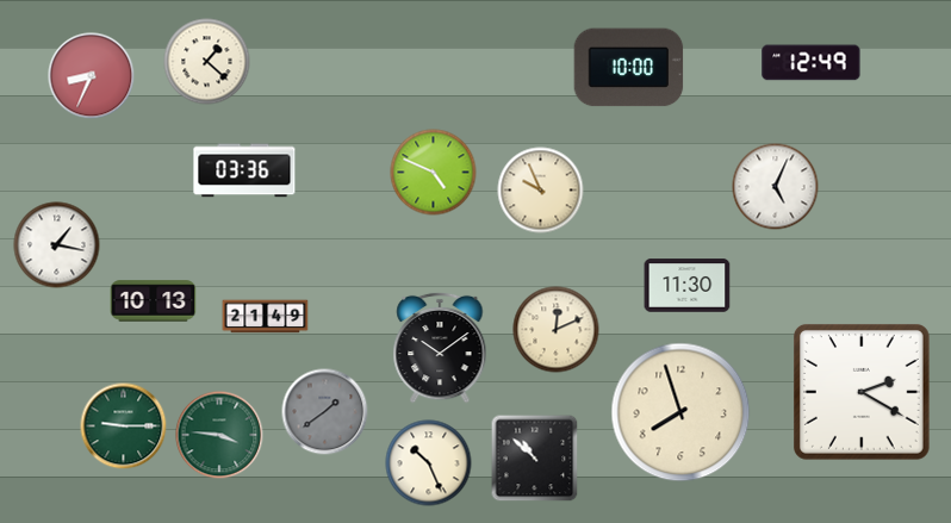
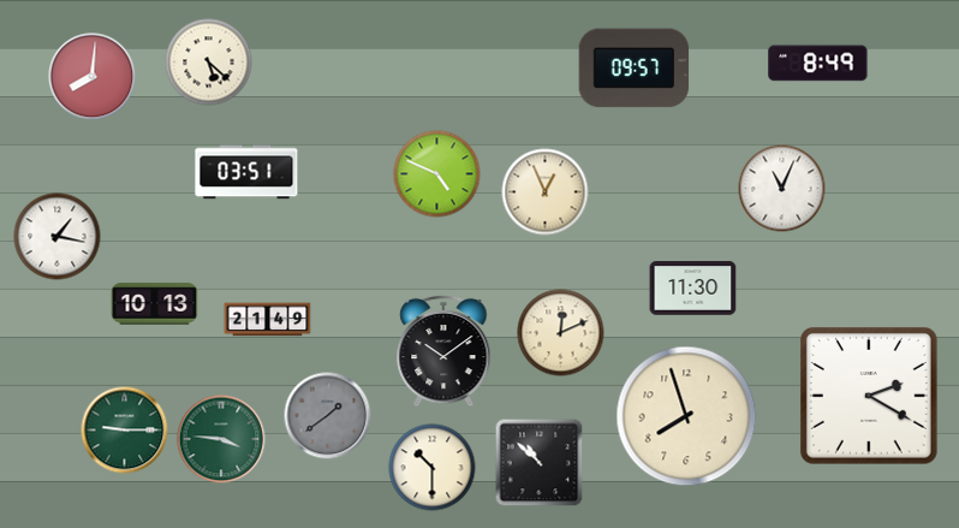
clock at (207, 62): 1:22 -> 5:22
clock at (812, 63): 12:49 -> 8:49
clock at (629, 68): 10:00 -> 09:57
clock at (92, 76): 8:34 -> 8:01
clock at (244, 170): 03:36 -> 03:51
clock at (776, 187): 5:04 -> 11:04
clock at (541, 191): 9:56 -> 12:56
clock at (57, 245) position: (57, 245) -> (58, 237)
clock at (429, 463): 10:26 -> 10:30
